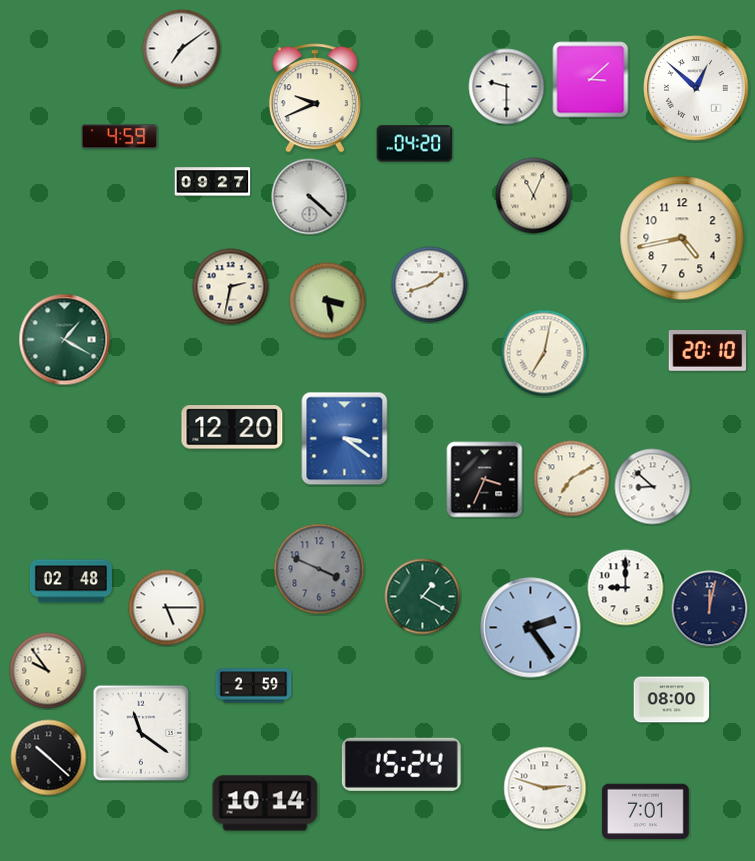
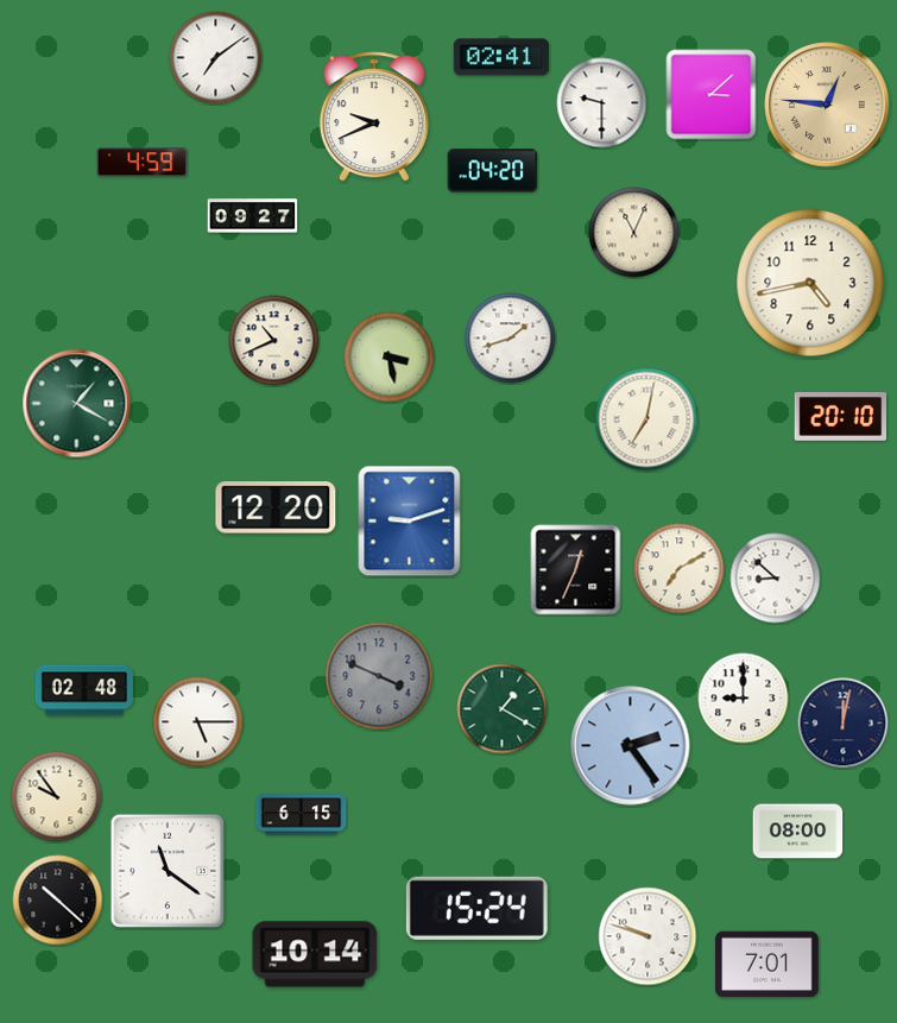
clock at (501, 57): none -> 02:41
clock at (591, 80) position: (591, 80) -> (712, 95)
clock at (696, 88): 12:52 -> 12:46
clock at (696, 88) dial: white -> champagne
clock at (310, 197): 4:22 -> none
clock at (231, 287): 2:32 -> 10:41
clock at (345, 439): 3:21 -> 9:12
clock at (485, 480): 3:34 -> 12:34
clock at (254, 686): 2:59 -> 6:15
clock at (545, 788): 2:48 -> 9:48
